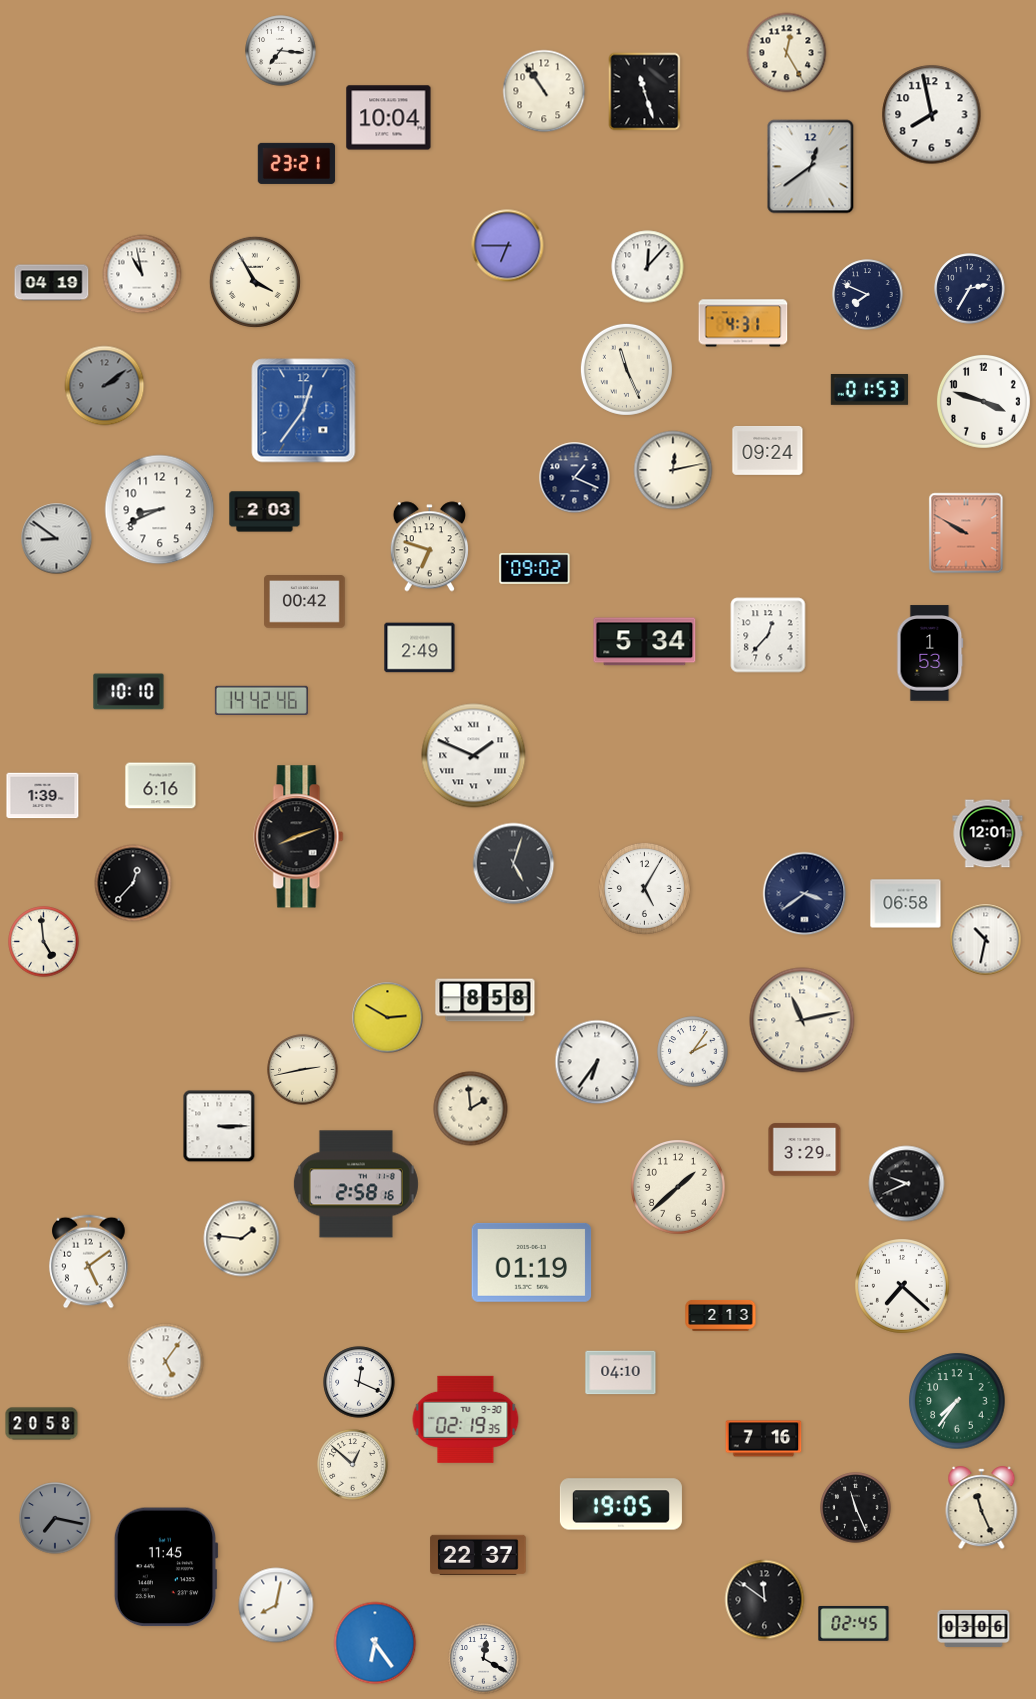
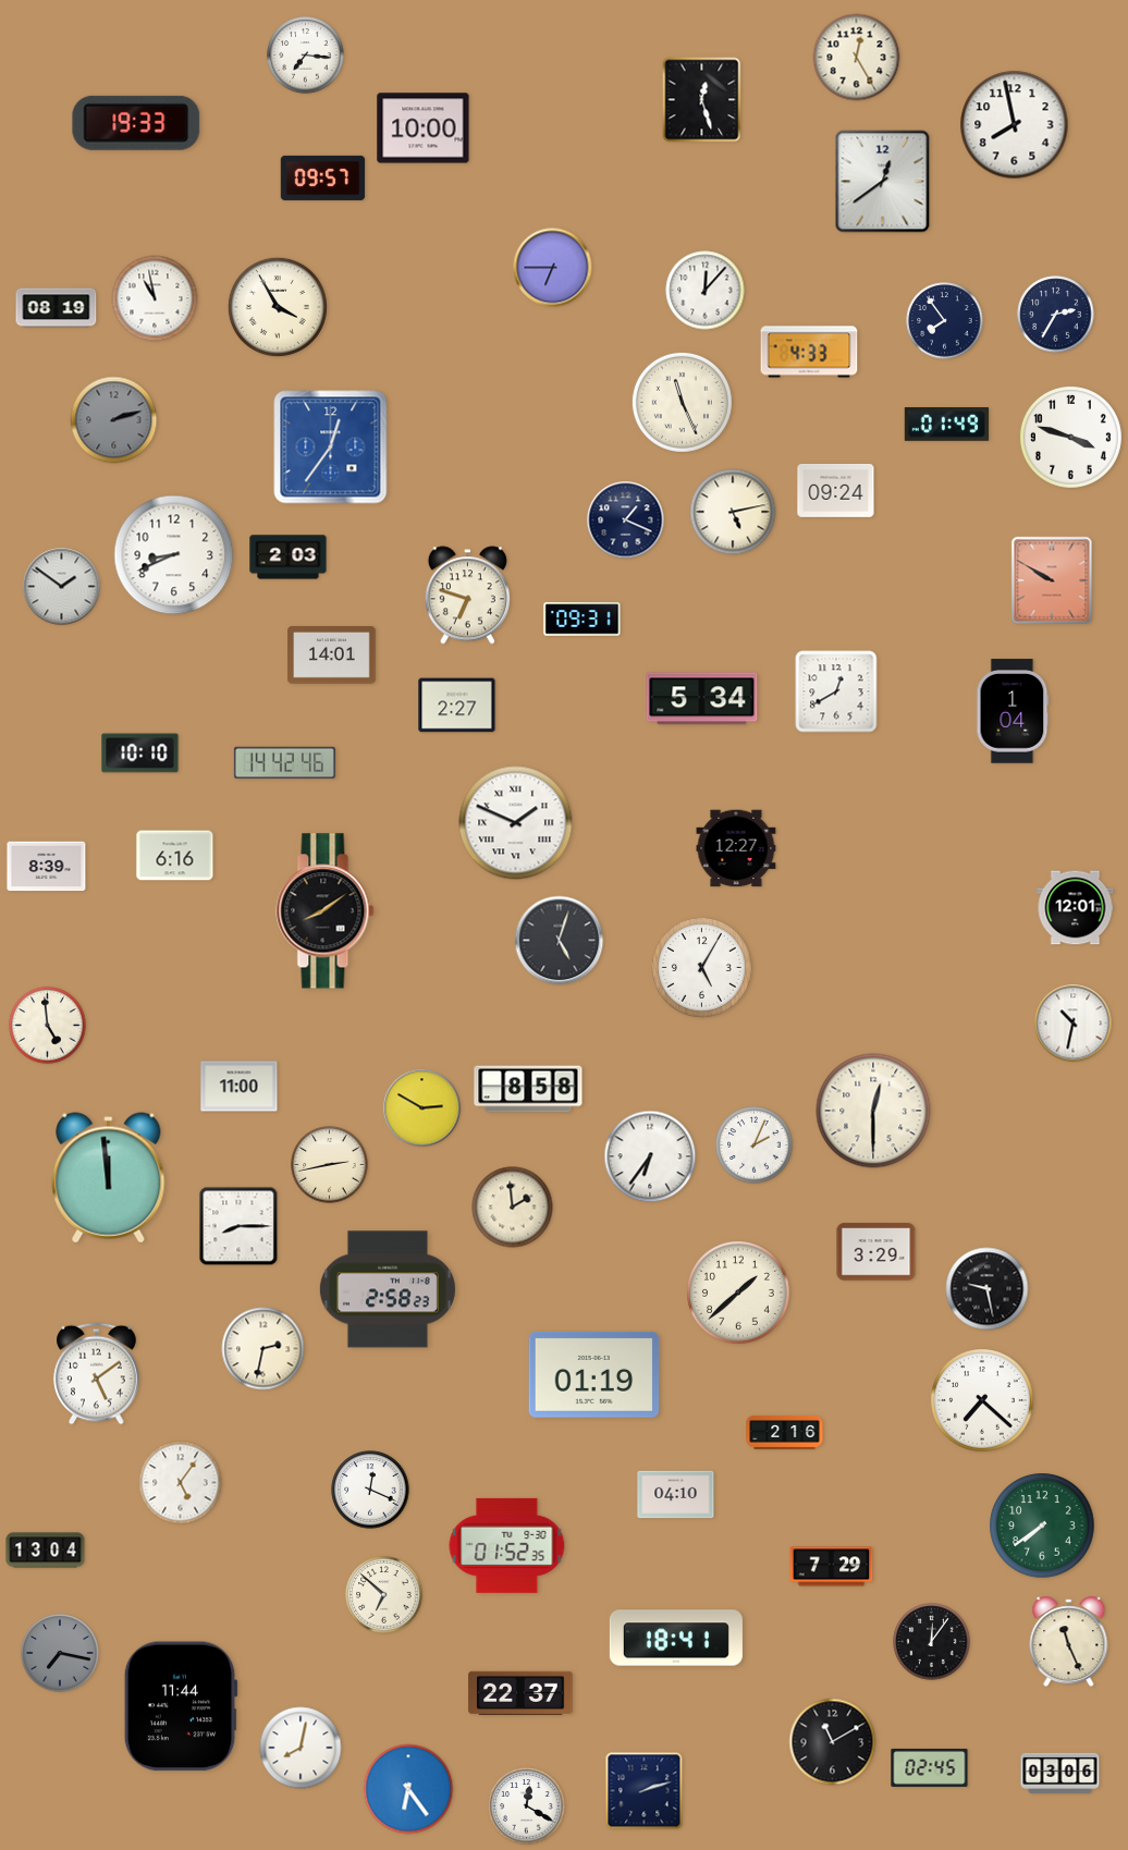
clock at (544, 91): 10:54 -> none
clock at (645, 92): 11:27 -> 12:27
clock at (136, 123): none -> 19:33
clock at (389, 118): 10:04 -> 10:00
clock at (297, 163): 23:21 -> 09:57
clock at (52, 283): 04:19 -> 08:19
clock at (868, 295): 7:49 -> 7:54
clock at (743, 323): 4:31 -> 4:33
clock at (105, 386): 2:09 -> 2:12
clock at (870, 390): 01:53 -> 01:49
clock at (673, 470): 12:13 -> 5:13
clock at (57, 539): 8:51 -> 1:51
clock at (535, 569): 09:02 -> 09:31
clock at (305, 602): 00:42 -> 14:01
clock at (768, 635): 12:37 -> 12:40
clock at (420, 648): 2:49 -> 2:27
clock at (930, 653): 1:53 -> 1:04
clock at (736, 848): none -> 12:27
clock at (43, 796): 1:39 -> 8:39
clock at (299, 837): 8:12 -> 8:09
clock at (133, 883): 12:37 -> none
clock at (805, 894): 3:39 -> none
clock at (906, 904): 06:58 -> none
clock at (240, 1087): none -> 11:00
clock at (802, 1020): 11:13 -> 12:30
clock at (693, 1052): 2:06 -> 2:04
clock at (109, 1178): none -> 11:59
clock at (219, 1126): 3:15 -> 8:15
clock at (356, 1184): 2:58:16 -> 2:58:23
clock at (907, 1184): 9:41 -> 9:28
clock at (242, 1239): 1:46 -> 2:32
clock at (532, 1262) position: (532, 1262) -> (594, 1374)
clock at (721, 1316): 2:13 -> 2:16
clock at (359, 1382) position: (359, 1382) -> (370, 1490)
clock at (957, 1401): 7:36 -> 7:39
clock at (466, 1419): 02:19 -> 01:52
clock at (42, 1424): 20:58 -> 13:04
clock at (764, 1439): 7:16 -> 7:29
clock at (353, 1465): 12:52 -> 6:52
clock at (621, 1504): 19:05 -> 18:41
clock at (856, 1508): 11:26 -> 12:06
clock at (166, 1567): 11:45 -> 11:44
clock at (765, 1600): 11:51 -> 11:10
clock at (645, 1791): none -> 2:12
